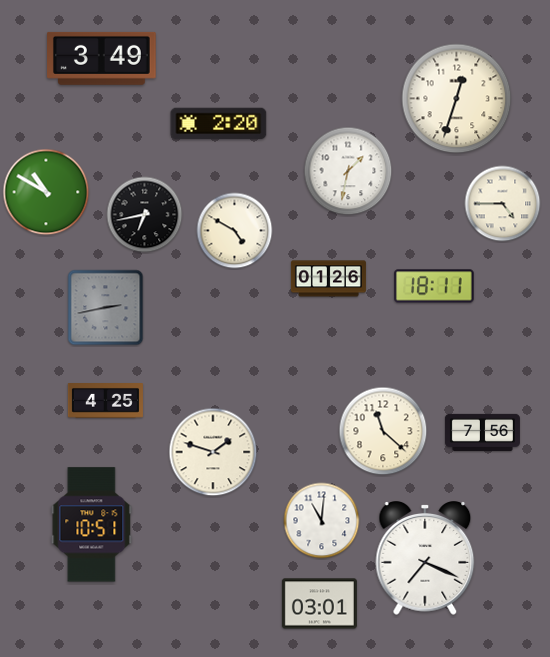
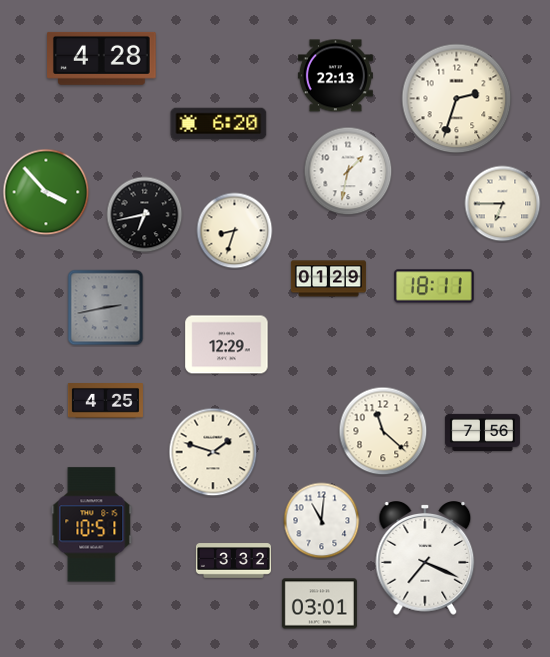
clock at (102, 58): 3:49 -> 4:28
clock at (335, 76): none -> 22:13
clock at (457, 99): 12:33 -> 2:33
clock at (219, 124): 2:20 -> 6:20
clock at (46, 192): 10:50 -> 3:53
clock at (503, 204): 4:45 -> 6:45
clock at (235, 231): 4:50 -> 8:33
clock at (328, 279): 01:26 -> 01:29
clock at (227, 345): none -> 12:29
clock at (233, 561): none -> 3:32
